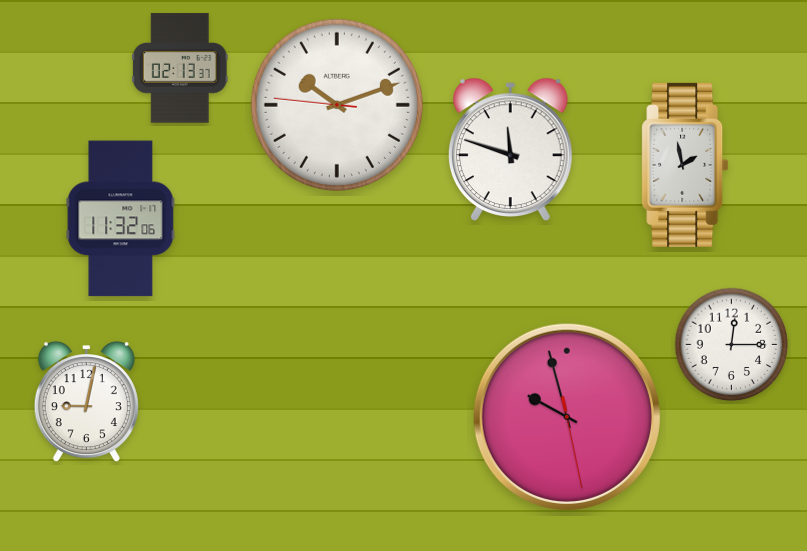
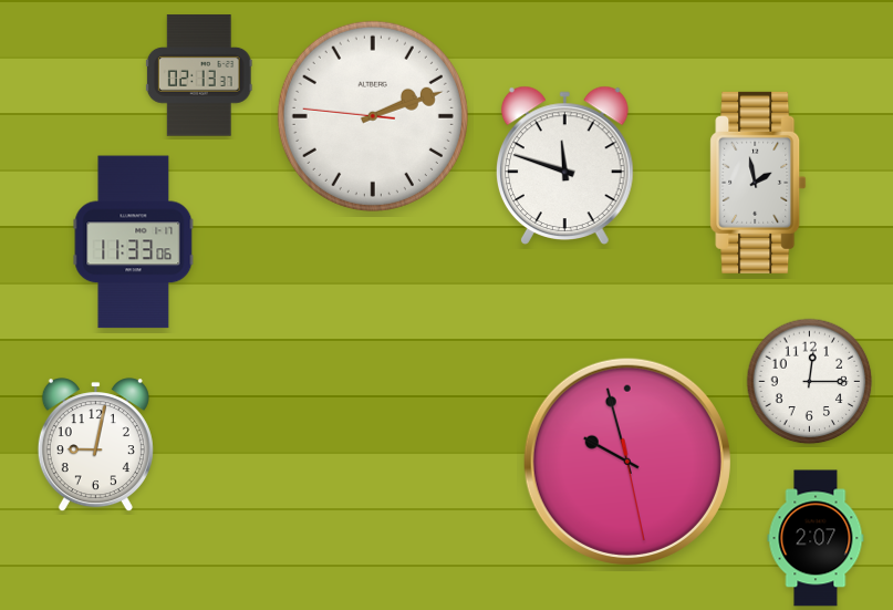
clock at (337, 105): 10:11 -> 2:11
clock at (121, 219): 11:32 -> 11:33
clock at (816, 538): none -> 2:07
